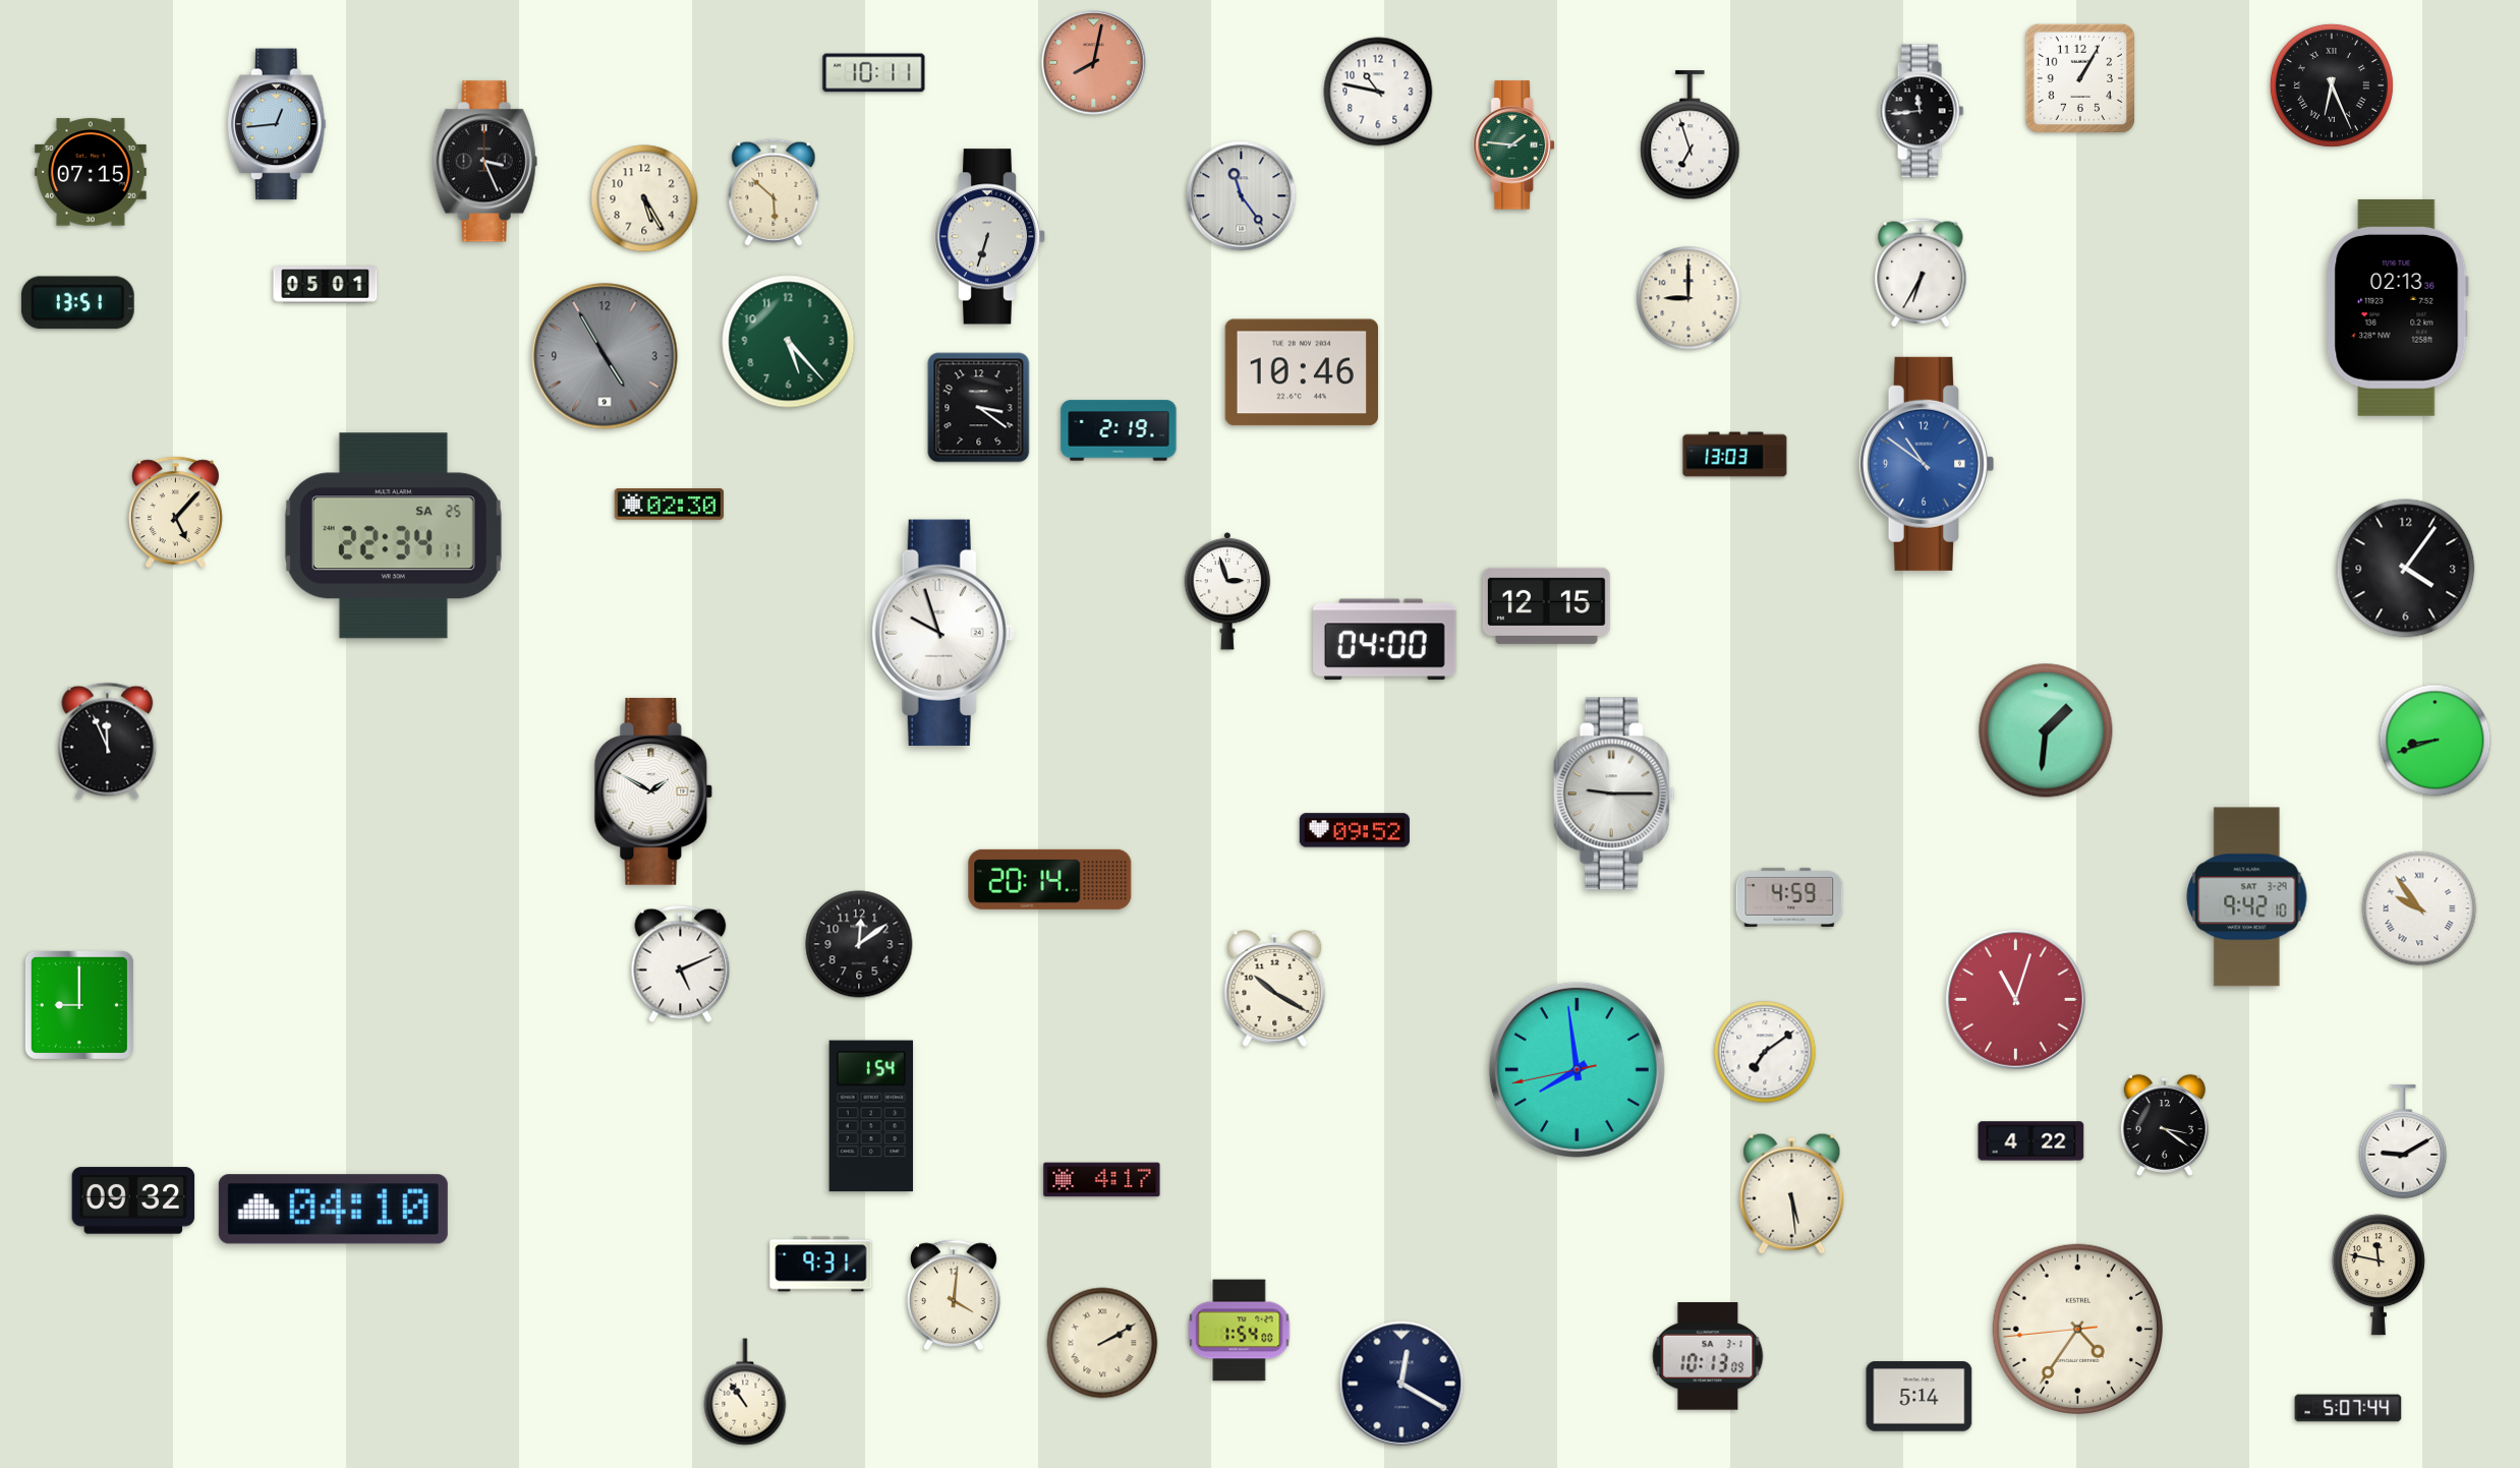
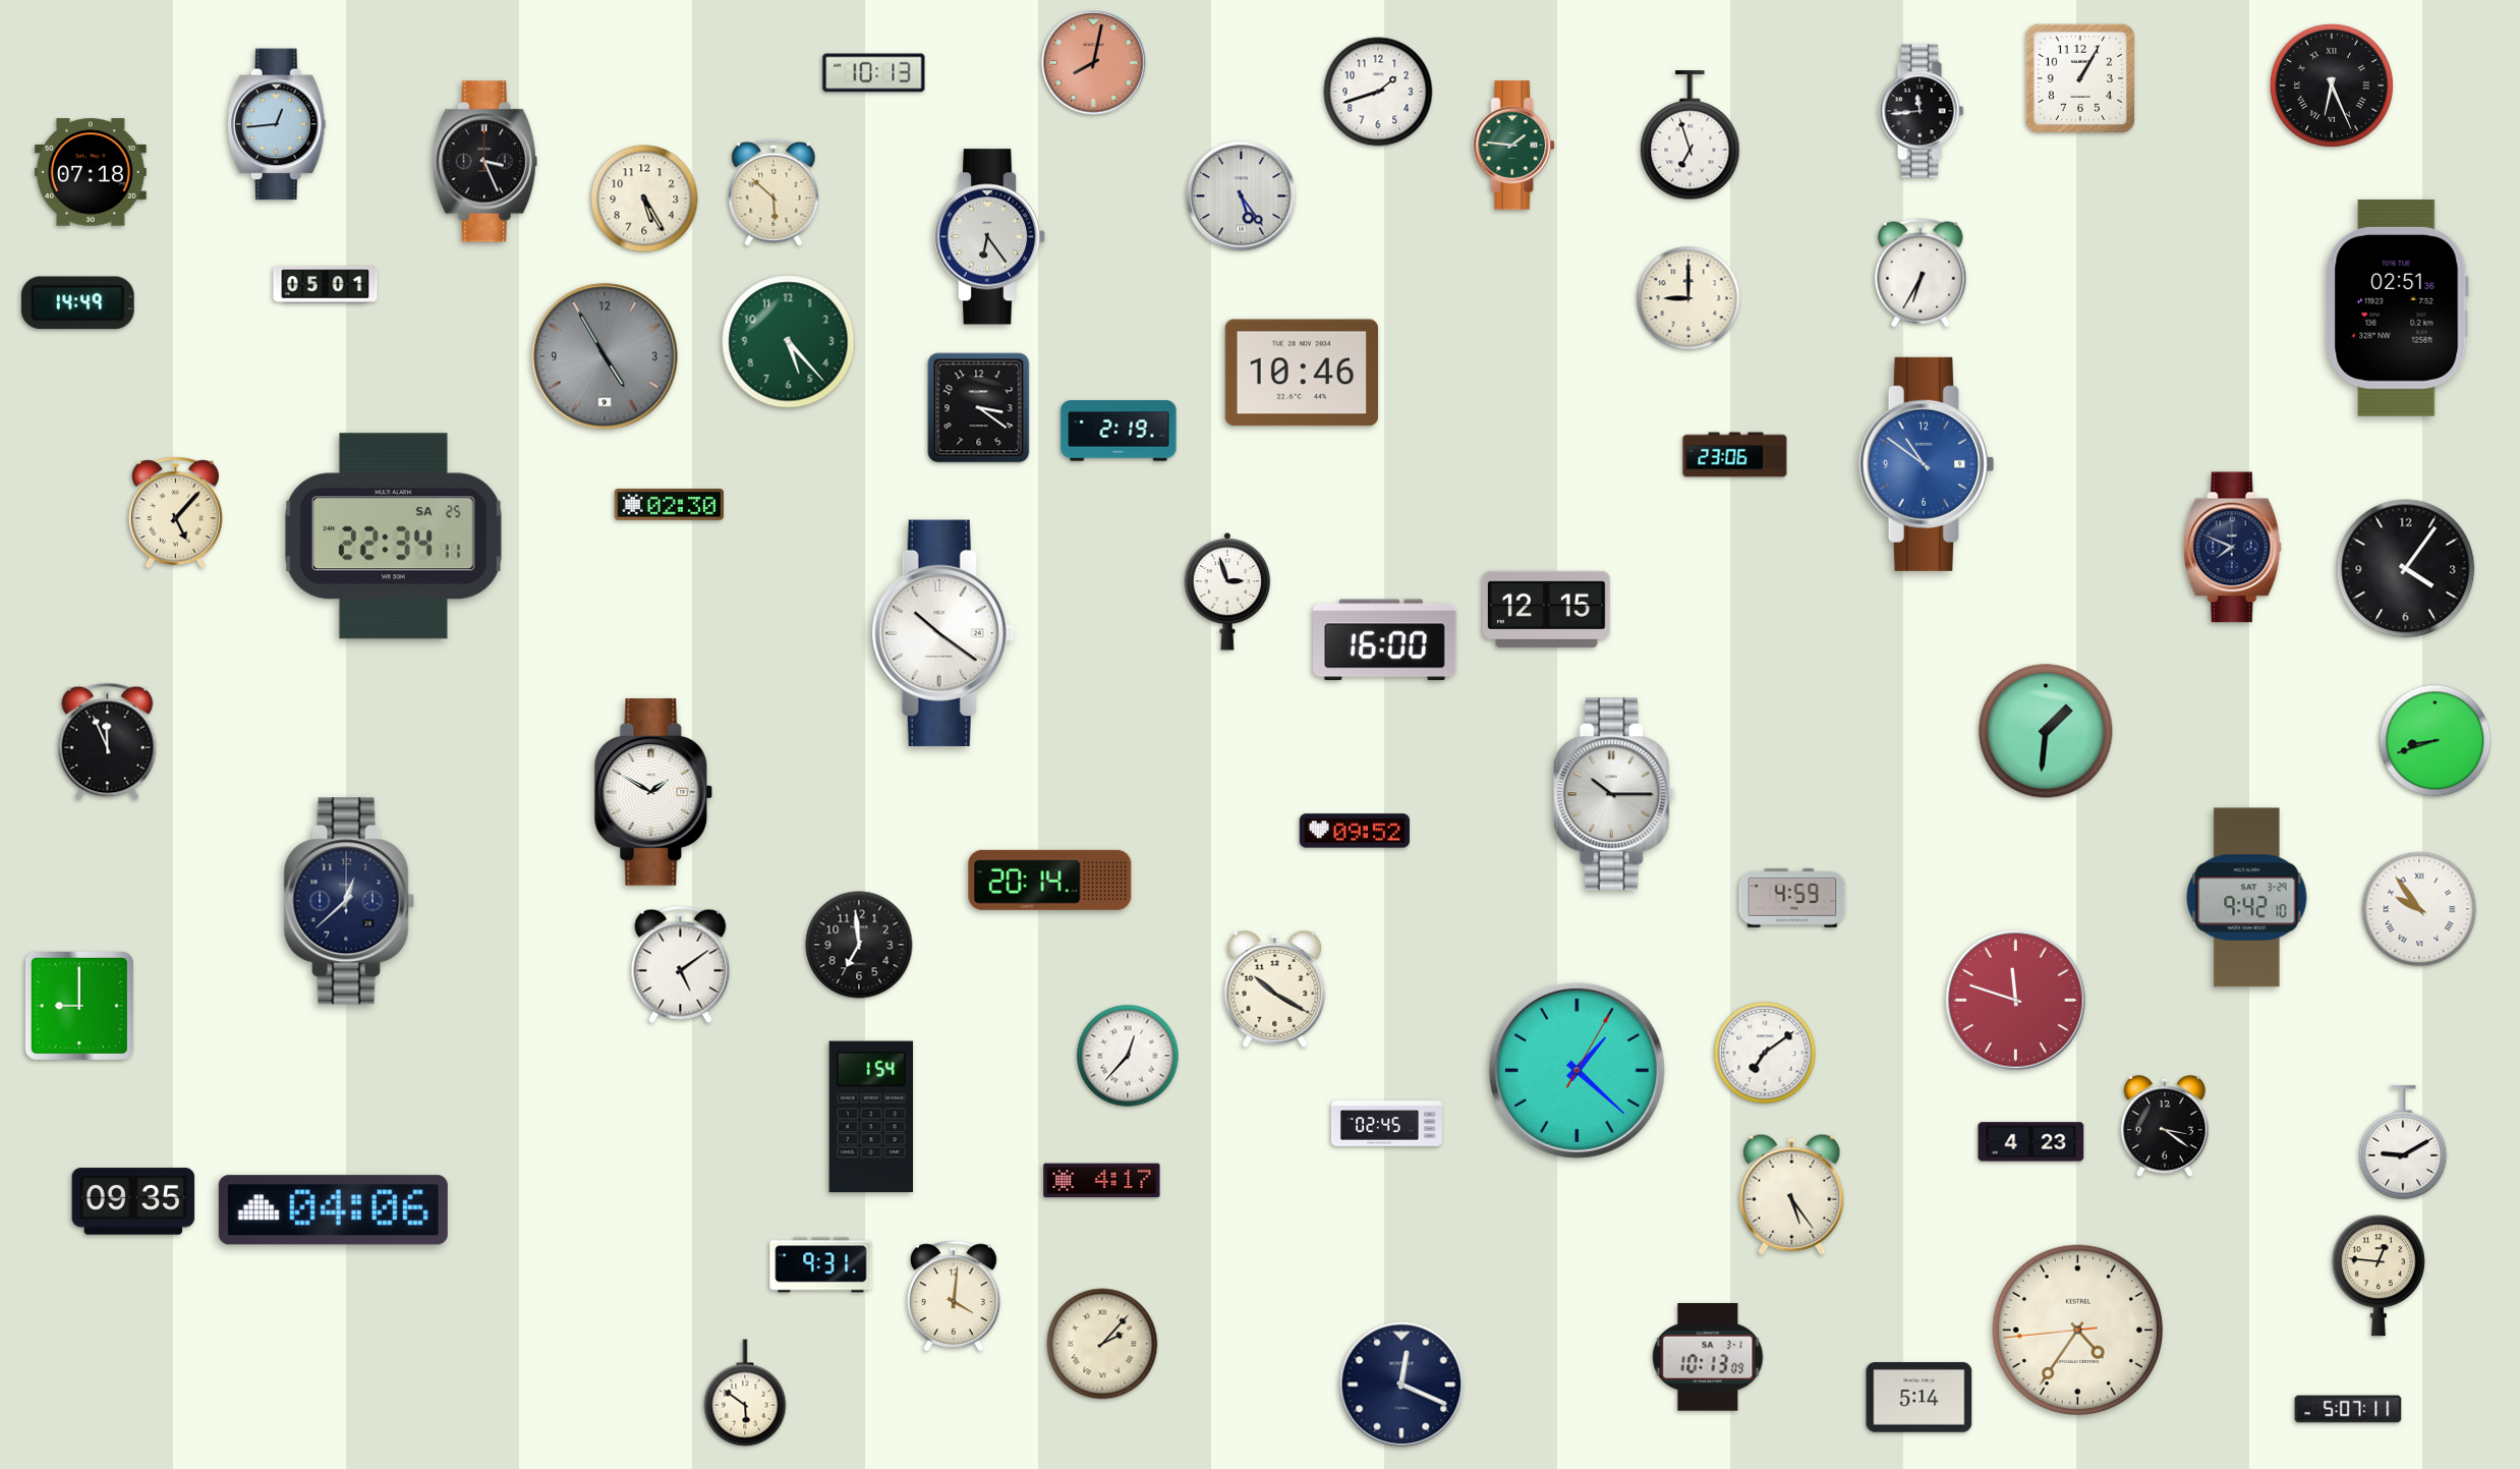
clock at (874, 73): 10:11 -> 10:13
clock at (1378, 92): 10:47 -> 1:42
clock at (91, 172): 07:15 -> 07:18
clock at (1242, 196): 11:24 -> 5:24
clock at (990, 237): 6:33 -> 6:24
clock at (77, 303): 13:51 -> 14:49
clock at (2397, 307): 02:13 -> 02:51
clock at (1735, 455): 13:03 -> 23:06
clock at (2232, 548): none -> 7:49
clock at (1546, 605) position: (1546, 605) -> (1546, 609)
clock at (942, 633): 9:57 -> 10:21
clock at (1385, 640): 04:00 -> 16:00
clock at (1614, 794): 9:15 -> 10:15
clock at (1789, 897) position: (1789, 897) -> (1792, 898)
clock at (349, 901): none -> 12:38
clock at (859, 944): 12:09 -> 6:59
clock at (681, 964): 5:11 -> 5:09
clock at (2016, 1000): 11:03 -> 11:48
clock at (1128, 1056): none -> 12:37
clock at (1577, 1069): 7:58 -> 1:22
clock at (1386, 1124): none -> 02:45
clock at (2031, 1141): 4:22 -> 4:23
clock at (1792, 1193): 5:29 -> 5:24
clock at (133, 1200): 09:32 -> 09:35
clock at (333, 1210): 04:10 -> 04:06
clock at (2379, 1275): 11:47 -> 12:46
clock at (1240, 1331): 1:54 -> none
clock at (1102, 1343): 2:10 -> 2:07
clock at (1401, 1384): 12:20 -> 12:19
clock at (745, 1392): 10:54 -> 5:51
clock at (2348, 1408): 5:07:44 -> 5:07:11
